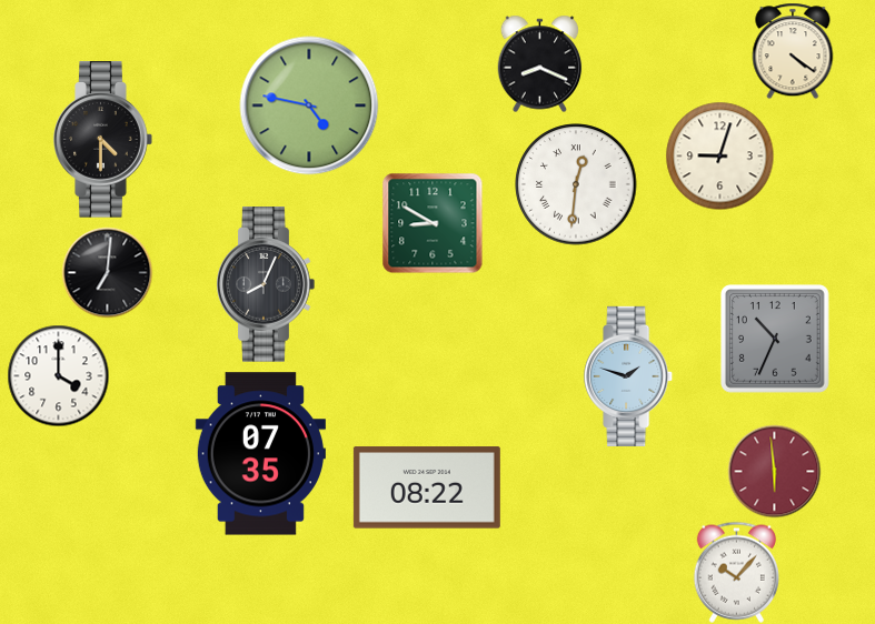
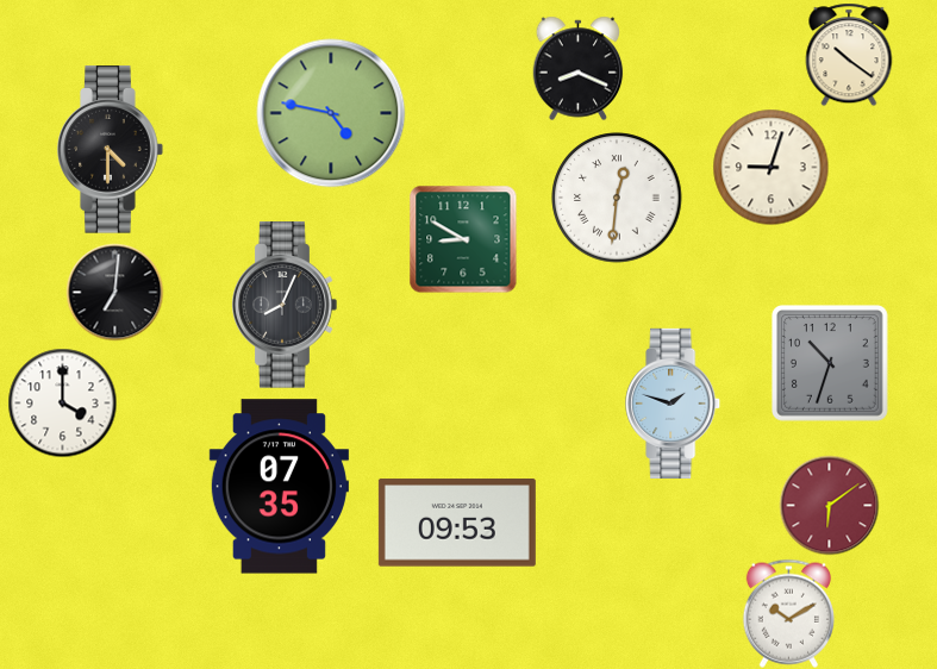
clock at (793, 51): 4:21 -> 10:21
clock at (776, 340): 10:34 -> 10:33
clock at (774, 471): 5:59 -> 6:09
clock at (427, 487): 08:22 -> 09:53
clock at (736, 572): 10:07 -> 10:10
